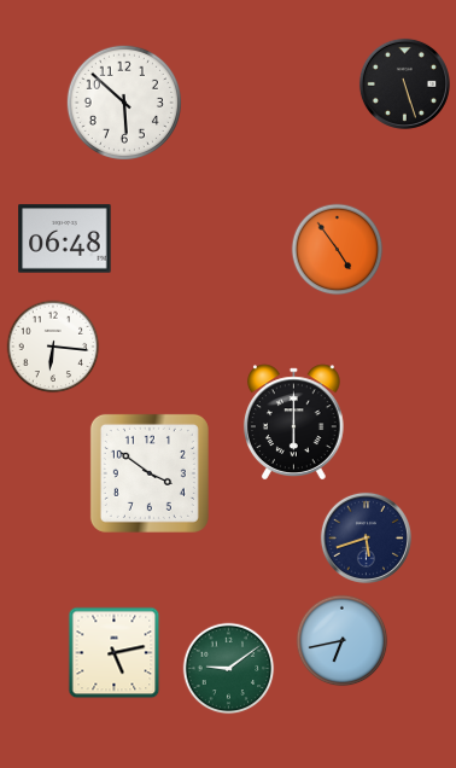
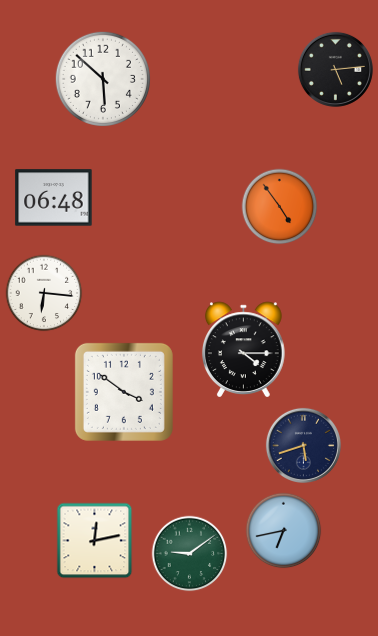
clock at (404, 83): 5:27 -> 5:14
clock at (124, 103) position: (124, 103) -> (103, 79)
clock at (53, 347) position: (53, 347) -> (44, 293)
clock at (293, 423): 6:00 -> 4:15
clock at (115, 653): 5:13 -> 12:13
